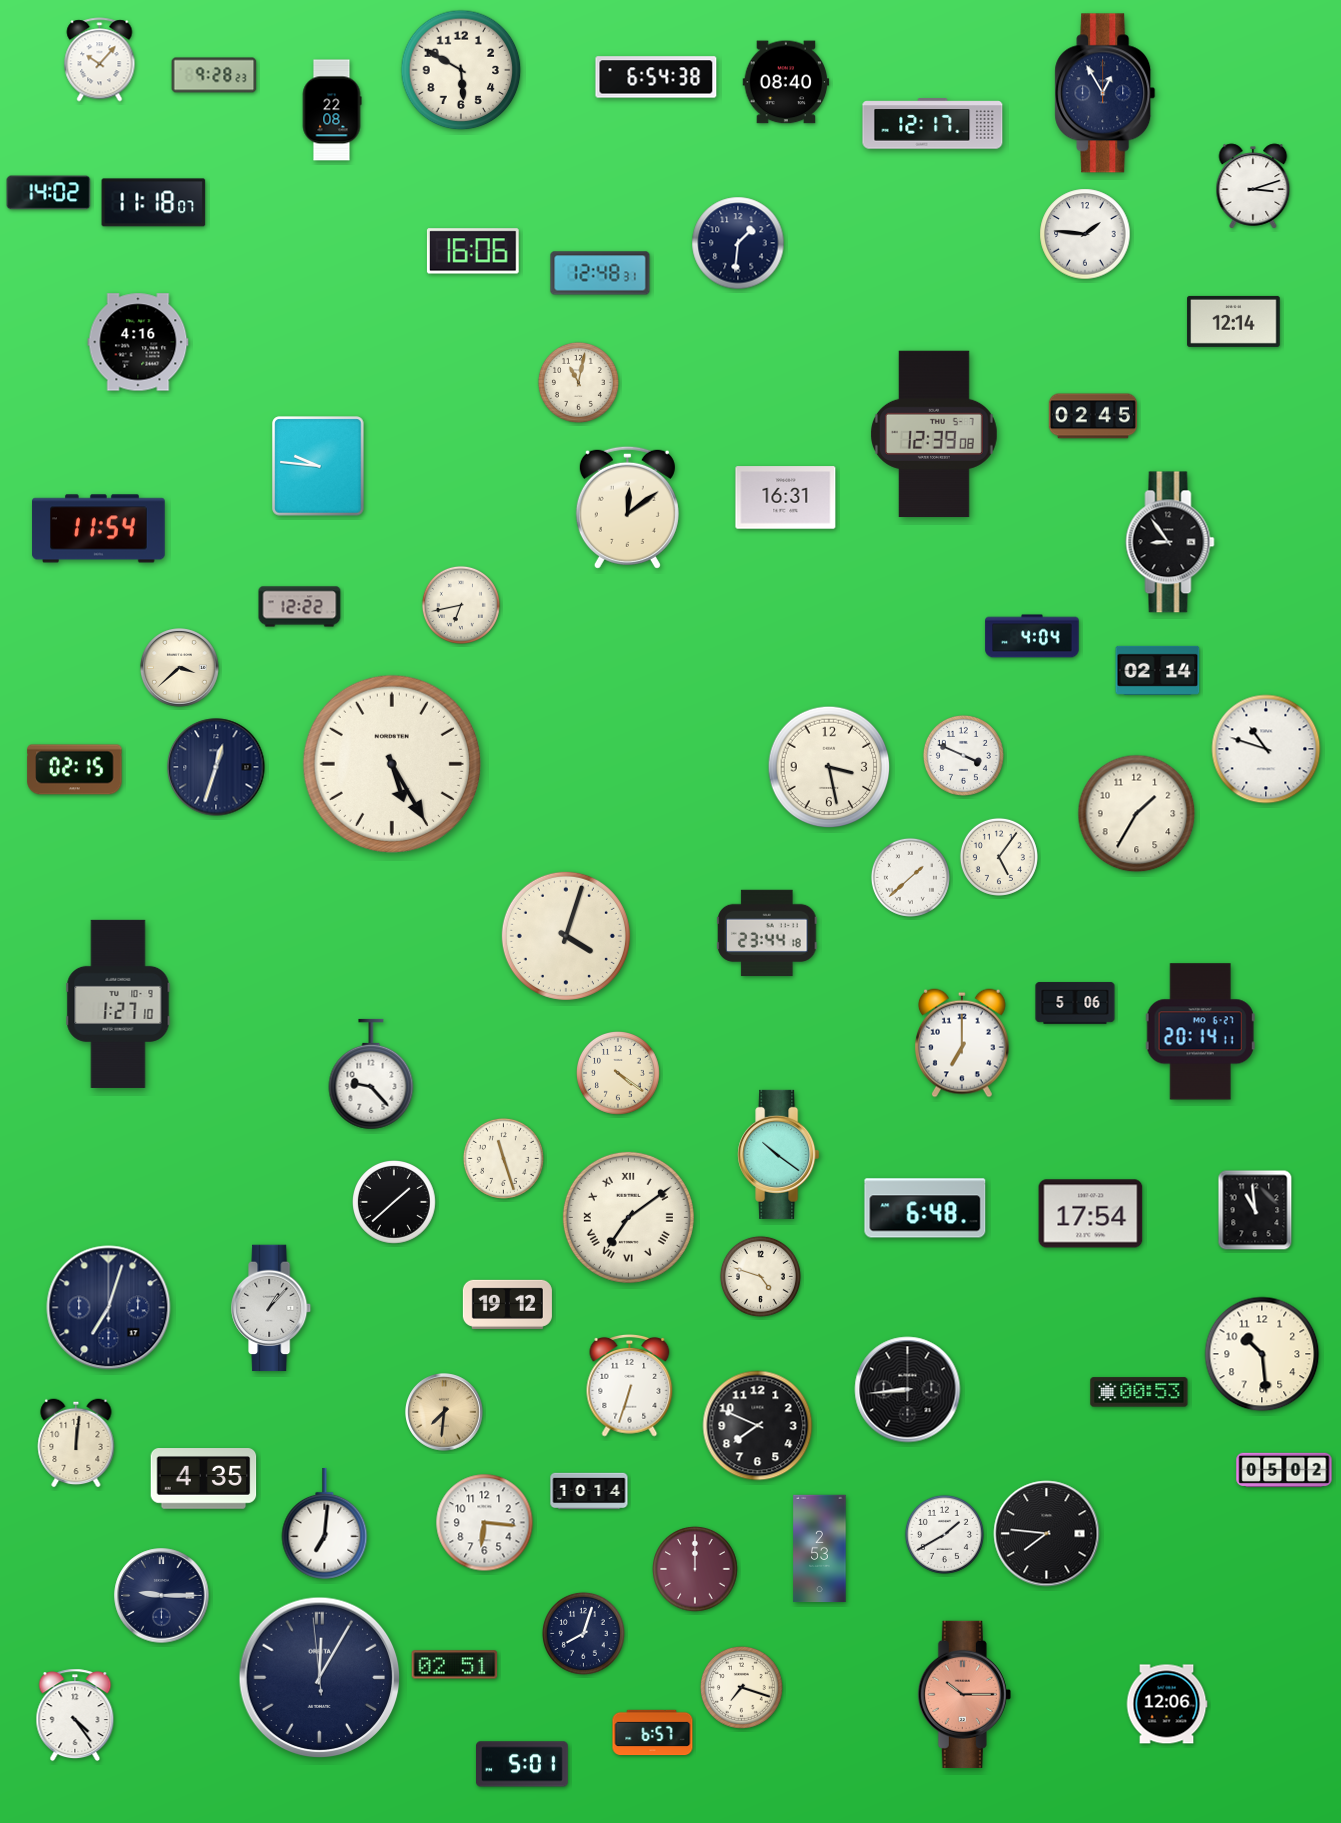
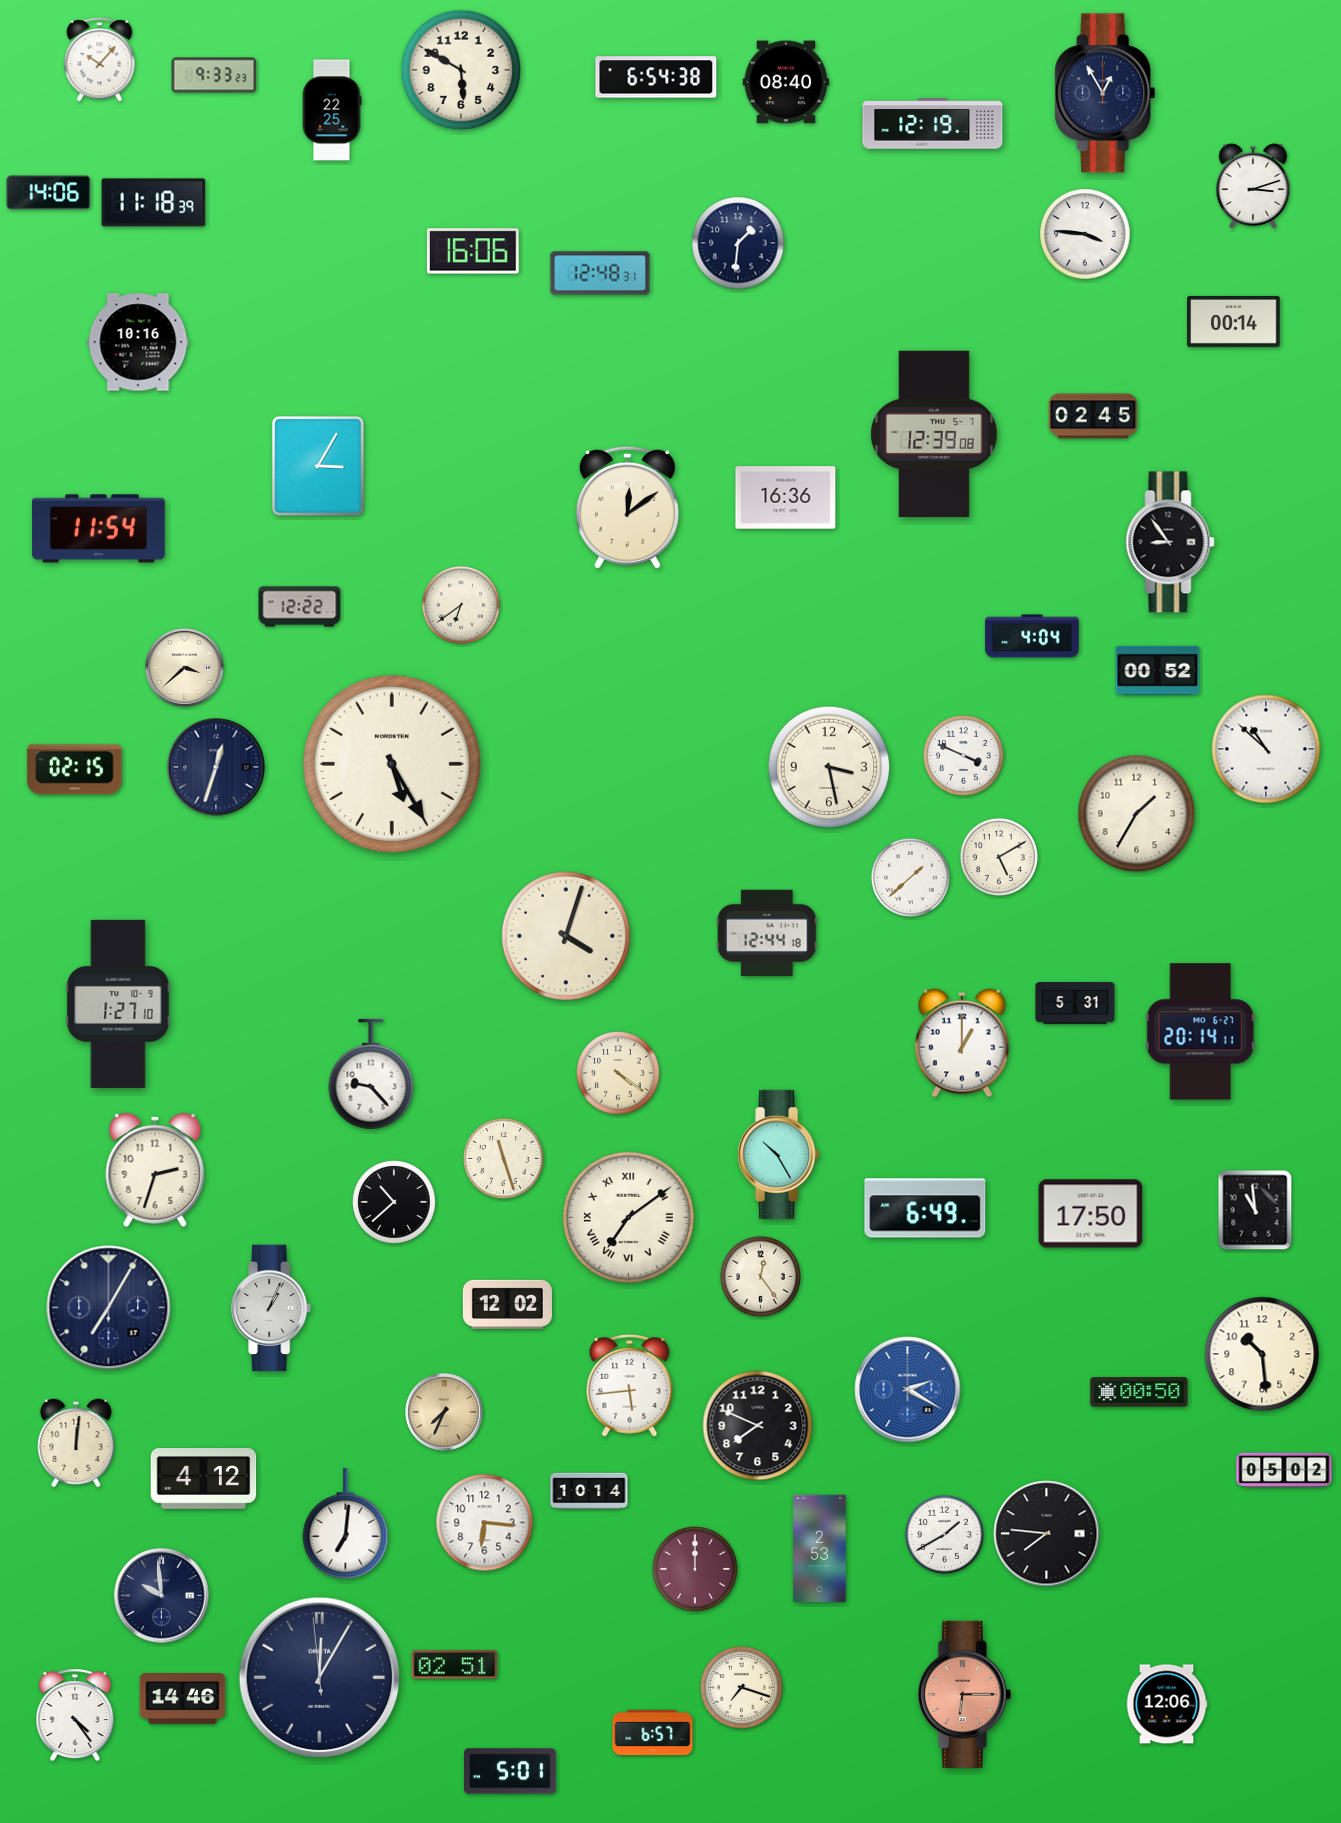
clock at (214, 75): 9:28 -> 9:33
clock at (332, 110): 22:08 -> 22:25
clock at (933, 124): 12:17 -> 12:19
clock at (49, 193): 14:02 -> 14:06
clock at (154, 203): 11:18:07 -> 11:18:39
clock at (1085, 234): 1:46 -> 3:46
clock at (1234, 321): 12:14 -> 00:14
clock at (138, 342): 4:16 -> 10:16
clock at (578, 382): 11:02 -> none
clock at (318, 466): 9:46 -> 3:05
clock at (786, 498): 16:31 -> 16:36
clock at (461, 605): 6:43 -> 6:39
clock at (180, 668) position: (180, 668) -> (185, 668)
clock at (1158, 670): 02:14 -> 00:52
clock at (1266, 749): 10:48 -> 10:52
clock at (999, 857): 5:06 -> 5:10
clock at (767, 933): 23:44 -> 12:44
clock at (1075, 1003): 5:06 -> 5:31
clock at (963, 1043): 7:00 -> 1:00
clock at (779, 1154): 10:21 -> 10:25
clock at (155, 1170): none -> 2:33
clock at (395, 1203): 1:38 -> 10:38
clock at (925, 1208): 6:48 -> 6:49
clock at (1091, 1214): 17:54 -> 17:50
clock at (760, 1276): 4:48 -> 12:24
clock at (507, 1304): 19:12 -> 12:02
clock at (109, 1308): 7:03 -> 7:05
clock at (272, 1308): 1:07 -> 1:04
clock at (630, 1386): 6:33 -> 5:44
clock at (908, 1390): 8:44 -> 2:20
clock at (908, 1390) dial: black -> blue
clock at (1139, 1392): 00:53 -> 00:50
clock at (444, 1412): 7:31 -> 7:34
clock at (204, 1479): 4:35 -> 4:12
clock at (325, 1524) position: (325, 1524) -> (346, 1524)
clock at (162, 1596): 9:15 -> 9:59
clock at (583, 1633): 8:03 -> none
clock at (964, 1694): 10:15 -> 6:15
clock at (183, 1699): none -> 14:46
clock at (523, 1764) position: (523, 1764) -> (511, 1771)
